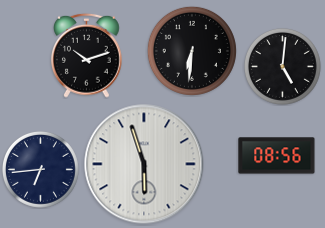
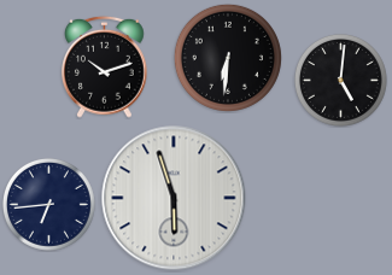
clock at (192, 51) position: (192, 51) -> (228, 58)
clock at (277, 156): 08:56 -> none
